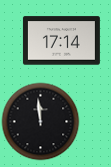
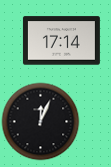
clock at (40, 121): 11:59 -> 12:04
